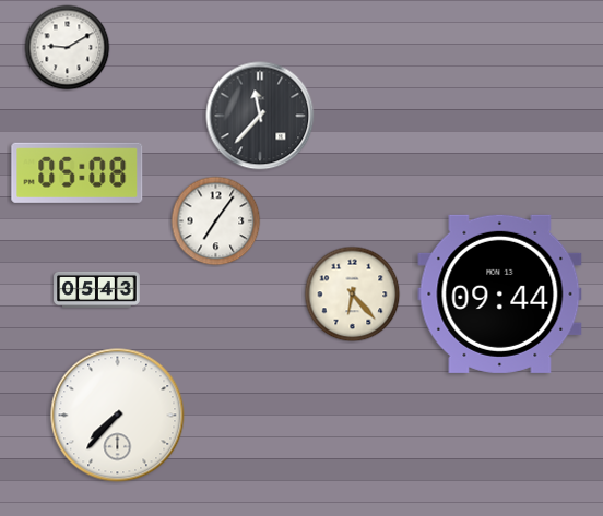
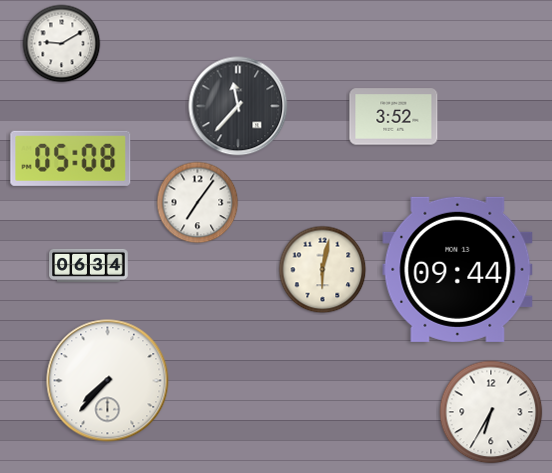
clock at (394, 117): none -> 3:52
clock at (97, 289): 05:43 -> 06:34
clock at (353, 295): 6:23 -> 6:02
clock at (491, 412): none -> 6:35
